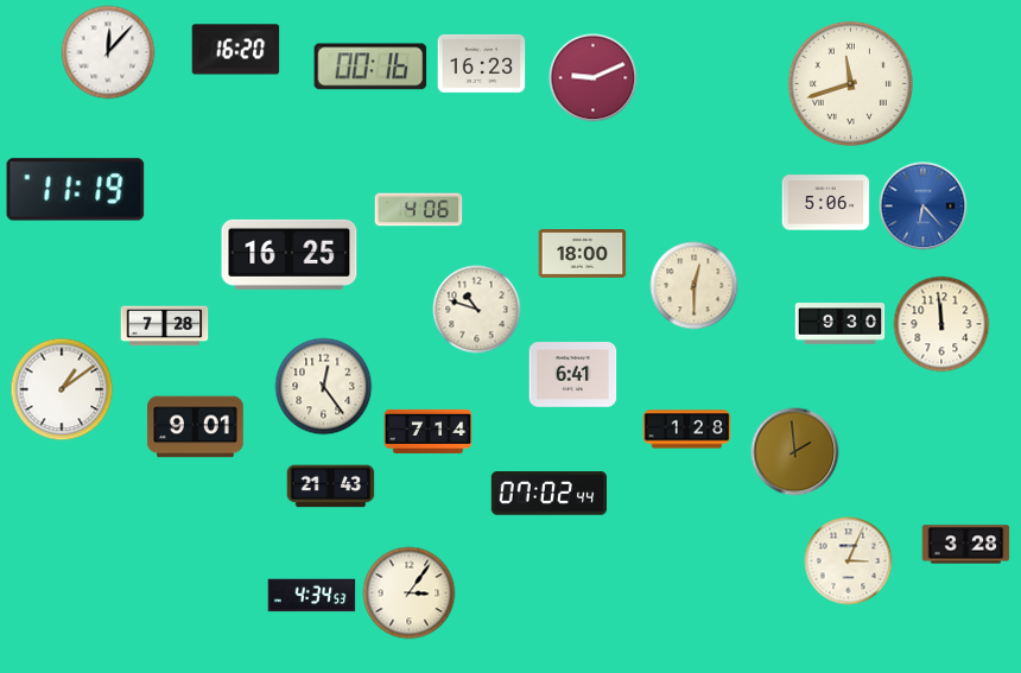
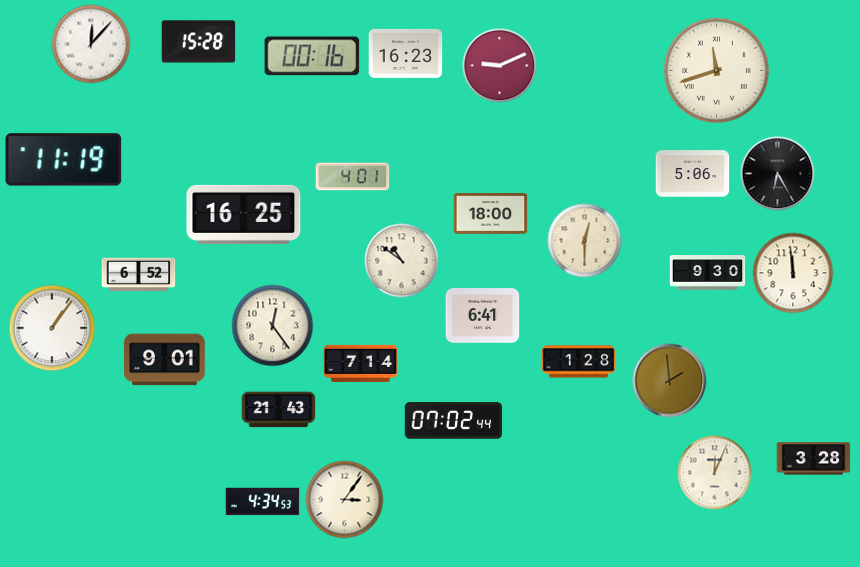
clock at (236, 50): 16:20 -> 15:28
clock at (826, 203) position: (826, 203) -> (693, 174)
clock at (924, 207): 6:23 -> 6:25
clock at (924, 207) dial: blue -> black
clock at (419, 210): 4:06 -> 4:01
clock at (477, 310): 10:48 -> 10:51
clock at (165, 326): 7:28 -> 6:52
clock at (62, 389): 1:09 -> 1:06
clock at (550, 494) position: (550, 494) -> (454, 421)
clock at (849, 561): 3:04 -> 12:04
